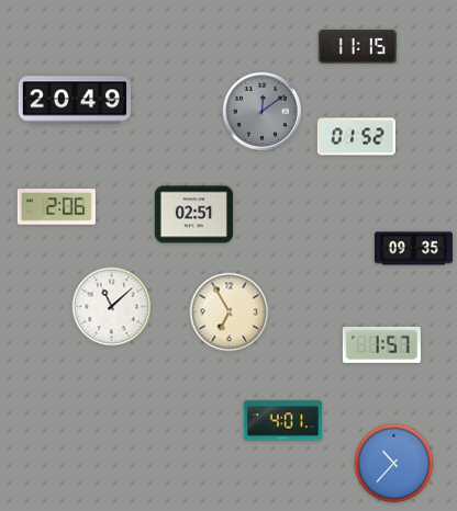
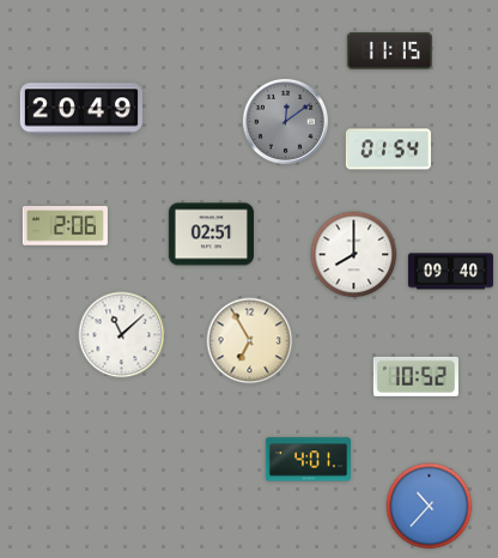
clock at (356, 137): 01:52 -> 01:54
clock at (56, 207) position: (56, 207) -> (65, 226)
clock at (354, 255): none -> 8:00
clock at (413, 249): 09:35 -> 09:40
clock at (381, 344): 1:57 -> 10:52
